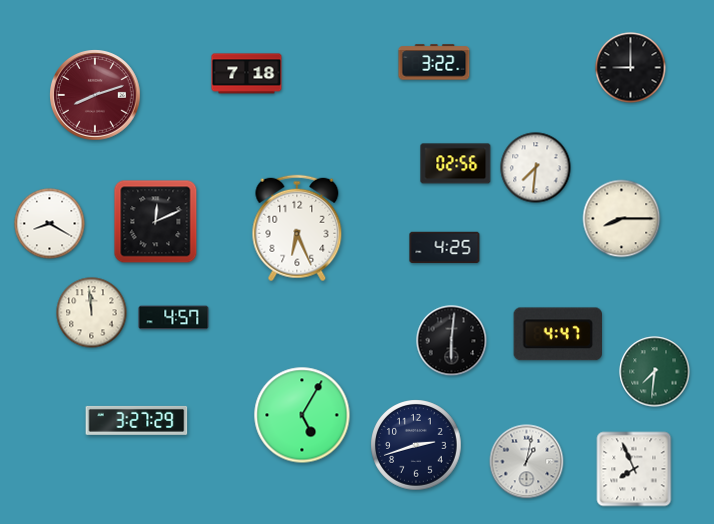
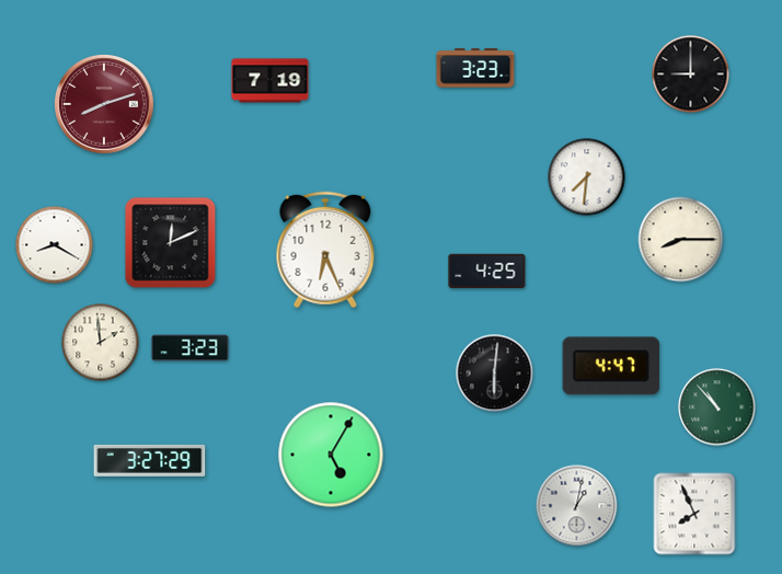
clock at (434, 62): 3:22 -> 3:23
clock at (247, 74): 7:18 -> 7:19
clock at (456, 164): 02:56 -> none
clock at (536, 168) position: (536, 168) -> (587, 177)
clock at (92, 313): 11:59 -> 1:59
clock at (174, 318): 4:57 -> 3:23
clock at (655, 372): 7:31 -> 10:53
clock at (416, 445): 2:42 -> none
